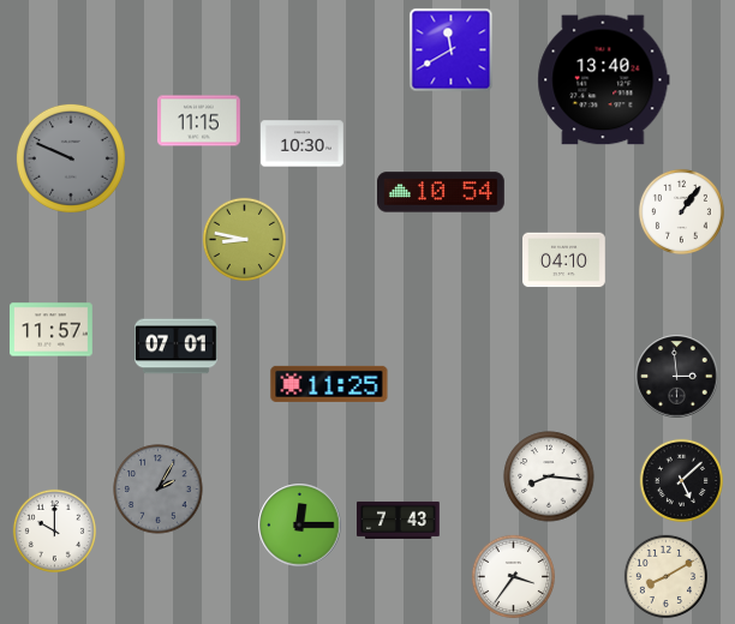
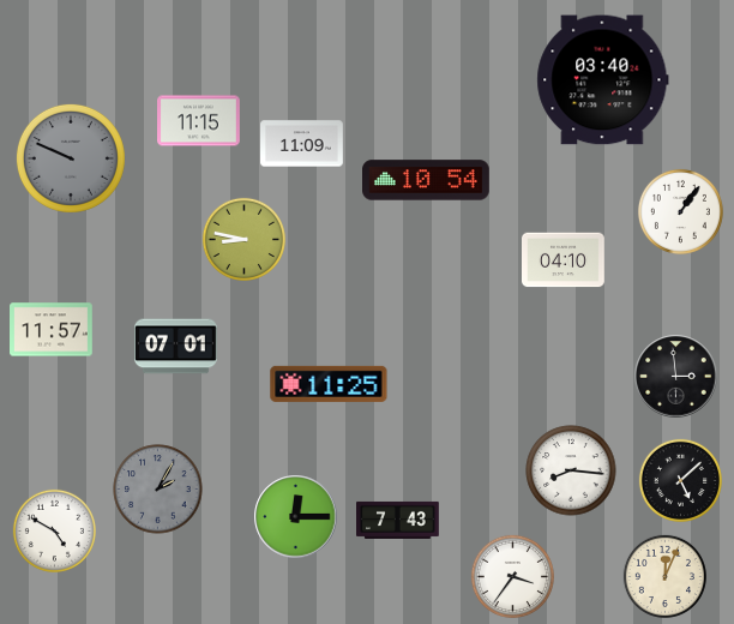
clock at (452, 50): 11:40 -> none
clock at (604, 80): 13:40 -> 03:40
clock at (303, 144): 10:30 -> 11:09
clock at (442, 192) position: (442, 192) -> (427, 180)
clock at (549, 476) position: (549, 476) -> (571, 470)
clock at (300, 526) position: (300, 526) -> (296, 517)
clock at (54, 530): 10:00 -> 4:50
clock at (665, 576): 8:10 -> 12:04
